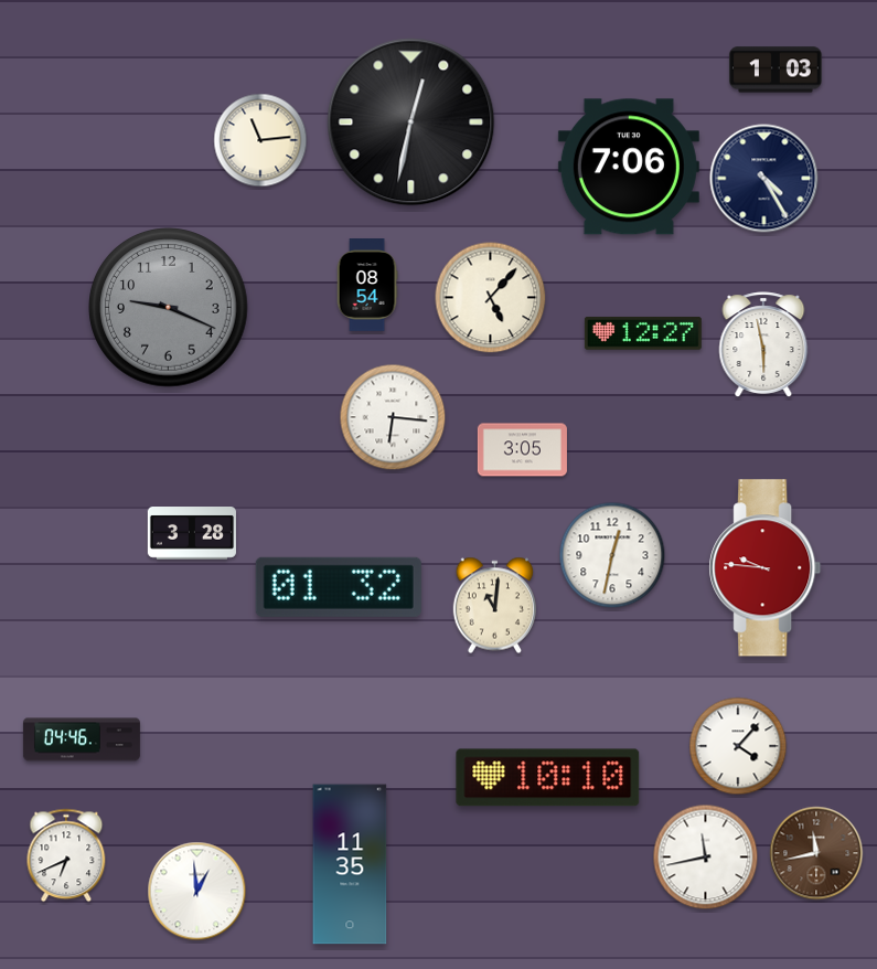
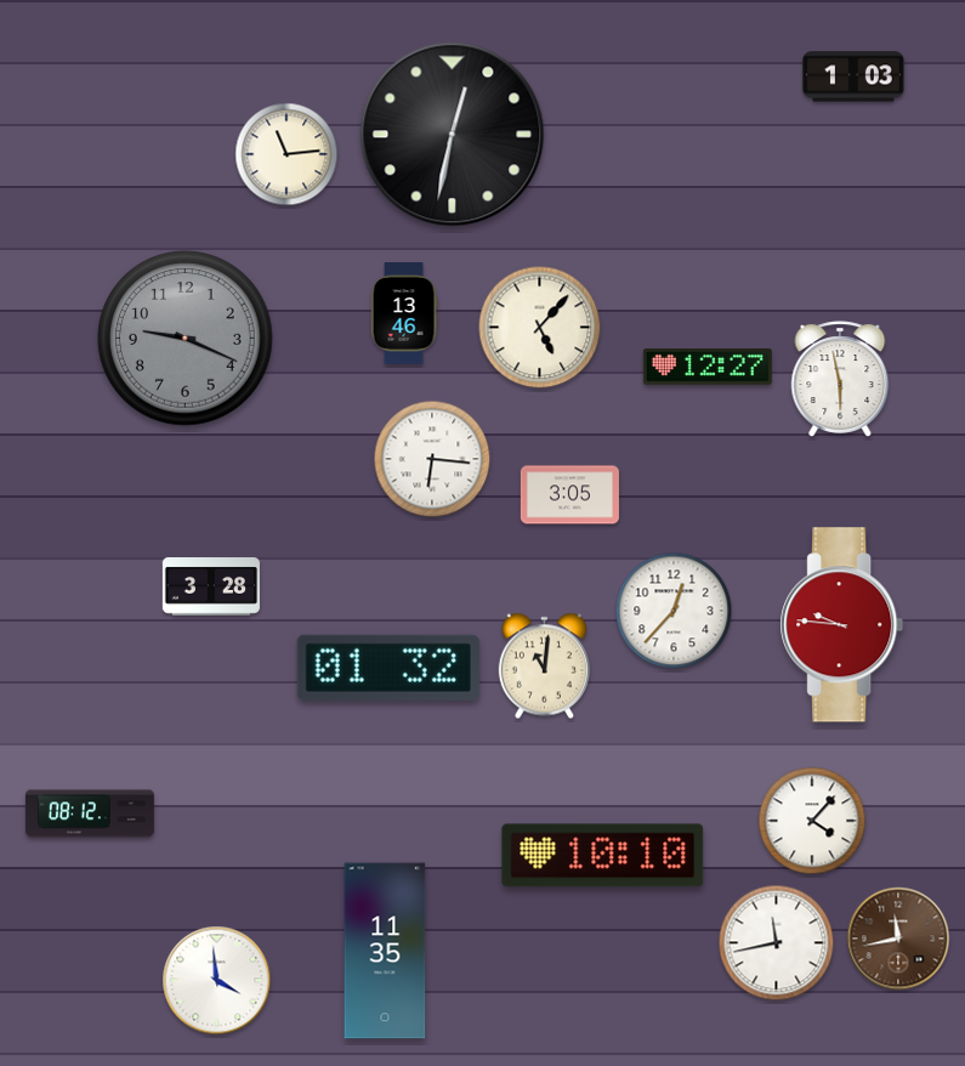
clock at (629, 167): 7:06 -> none
clock at (764, 179): 4:25 -> none
clock at (367, 285): 08:54 -> 13:46
clock at (522, 450) position: (522, 450) -> (569, 495)
clock at (612, 555): 12:32 -> 12:37
clock at (339, 587) position: (339, 587) -> (388, 668)
clock at (82, 739): 04:46 -> 08:12
clock at (66, 855): 6:41 -> none
clock at (197, 892): 12:59 -> 3:59
